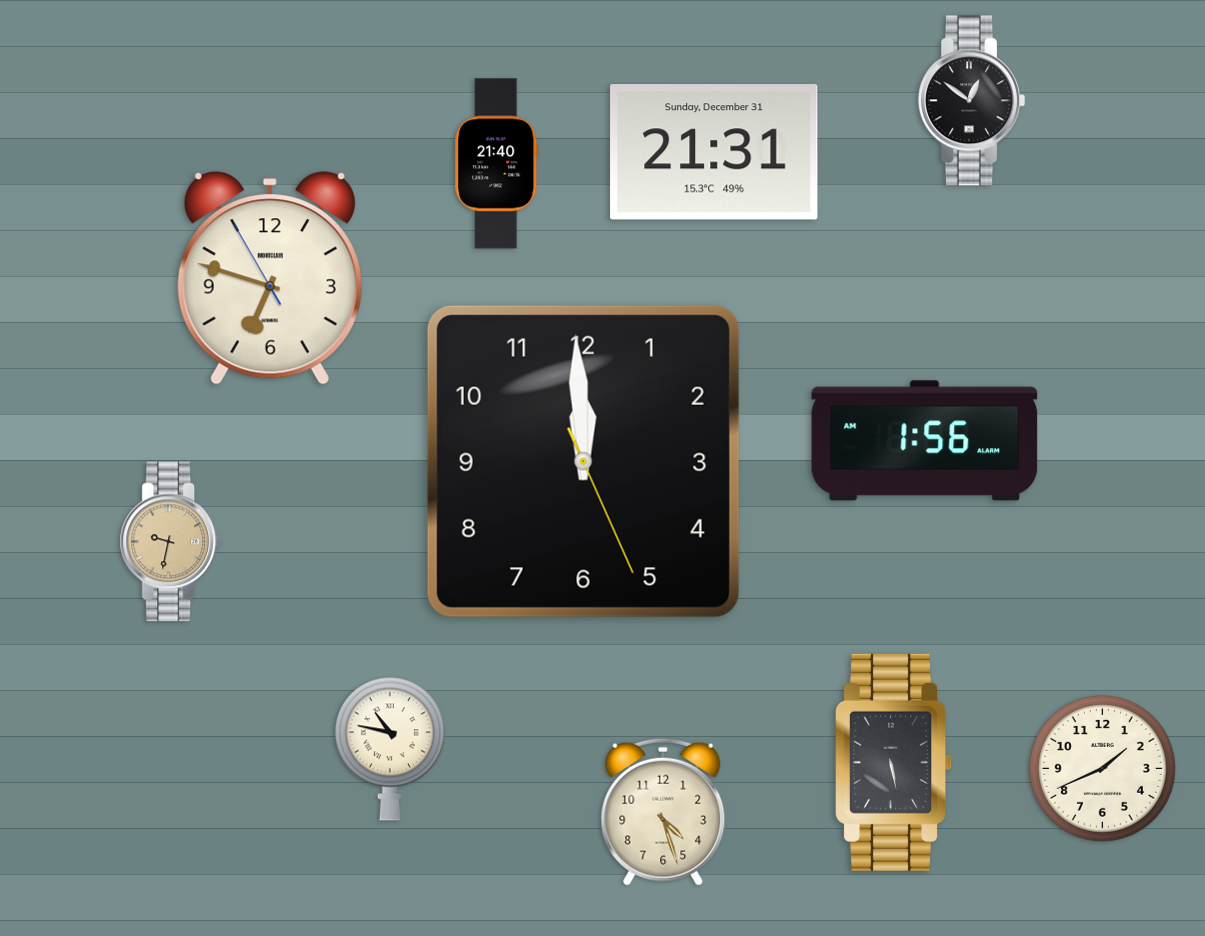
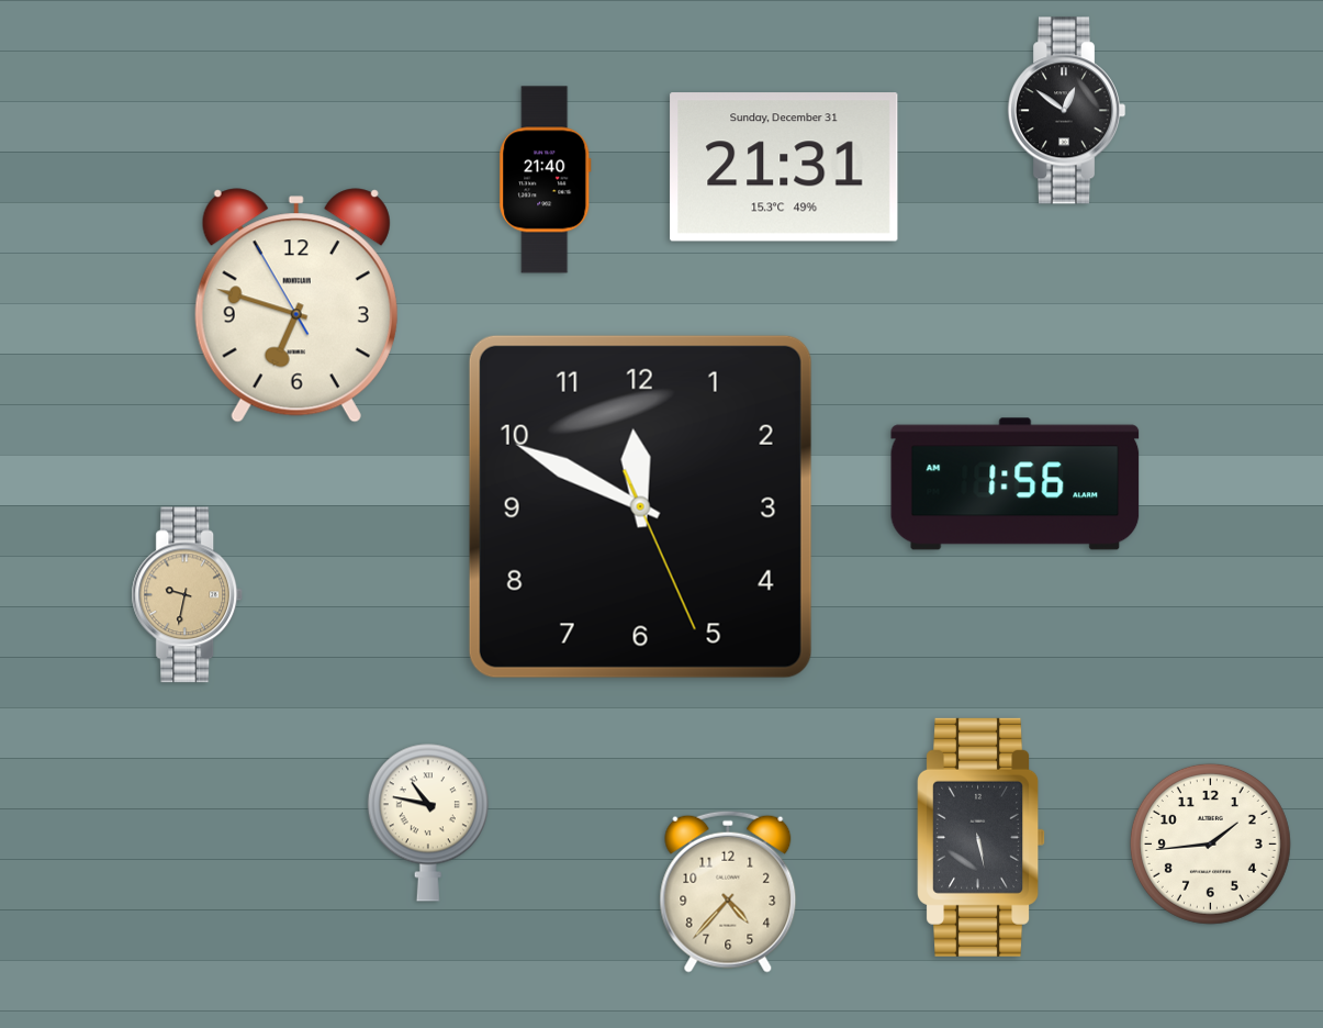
clock at (583, 461): 11:59 -> 11:49
clock at (1102, 768): 1:41 -> 1:44
clock at (663, 812): 4:27 -> 4:37
